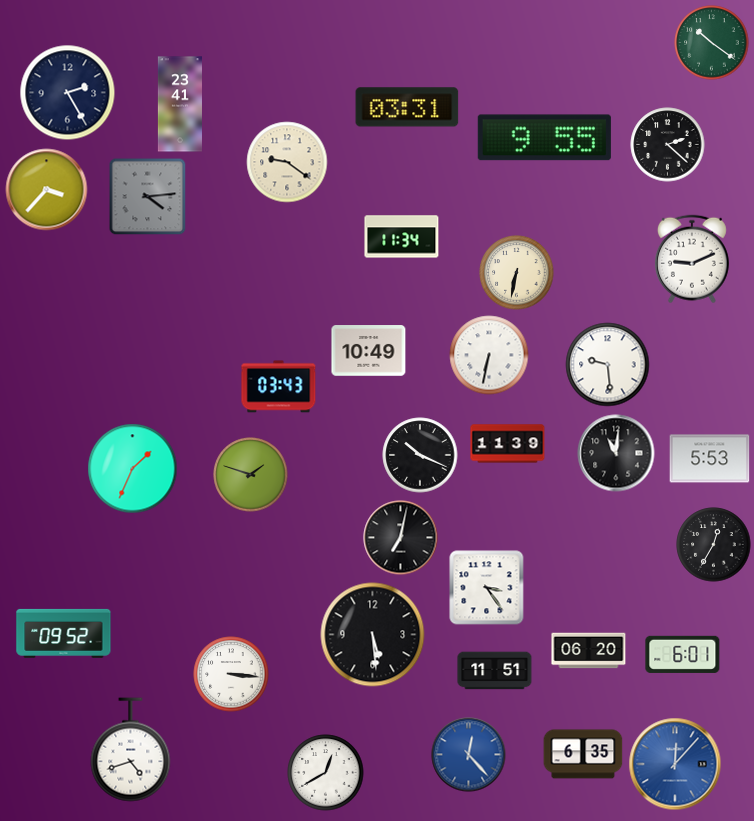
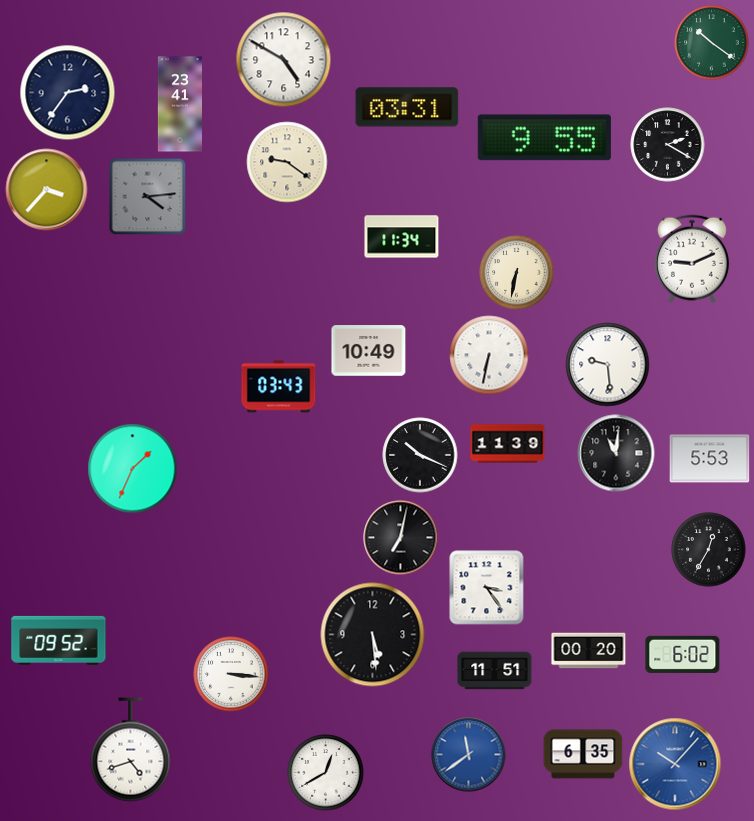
clock at (284, 60): none -> 4:50
clock at (68, 93): 2:25 -> 2:36
clock at (668, 145): 2:22 -> 2:20
clock at (251, 475): 1:48 -> none
clock at (714, 545) position: (714, 545) -> (709, 550)
clock at (64, 633) position: (64, 633) -> (59, 640)
clock at (589, 651): 06:20 -> 00:20
clock at (683, 654): 6:01 -> 6:02
clock at (469, 755): 12:23 -> 11:39
clock at (675, 764): 12:07 -> 10:07
